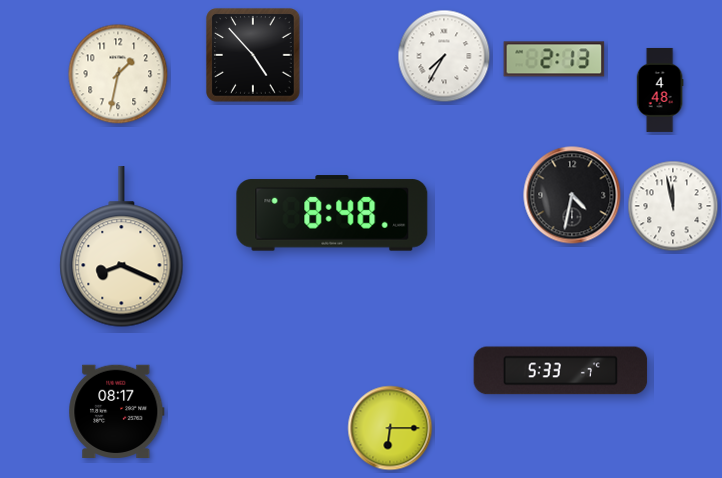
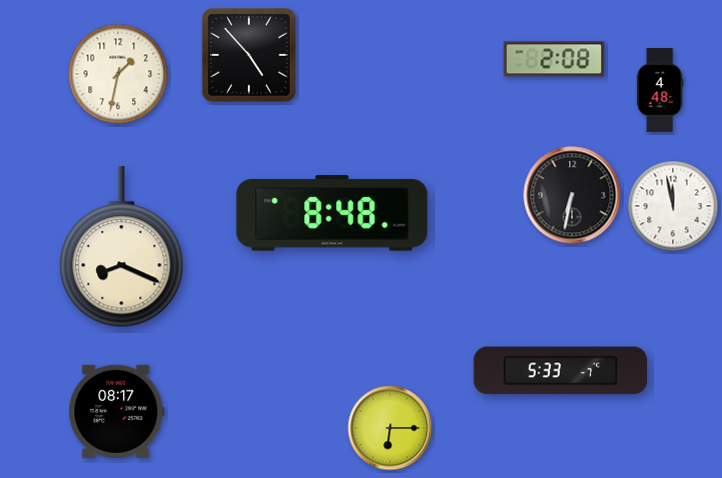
clock at (253, 55) position: (253, 55) -> (249, 55)
clock at (444, 56): 7:35 -> none
clock at (554, 59): 2:13 -> 2:08
clock at (572, 195): 4:32 -> 6:32
